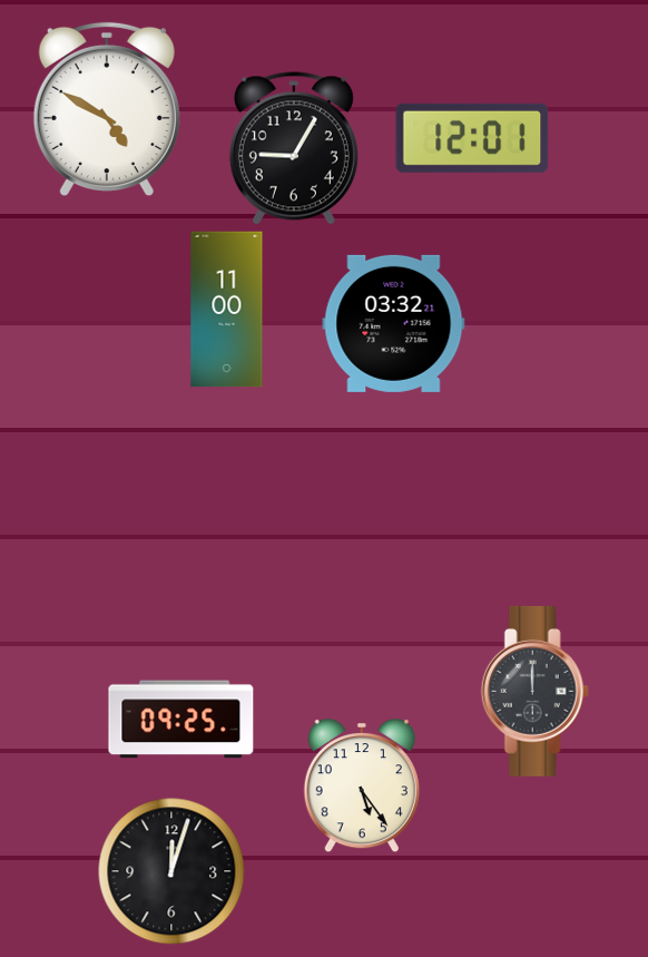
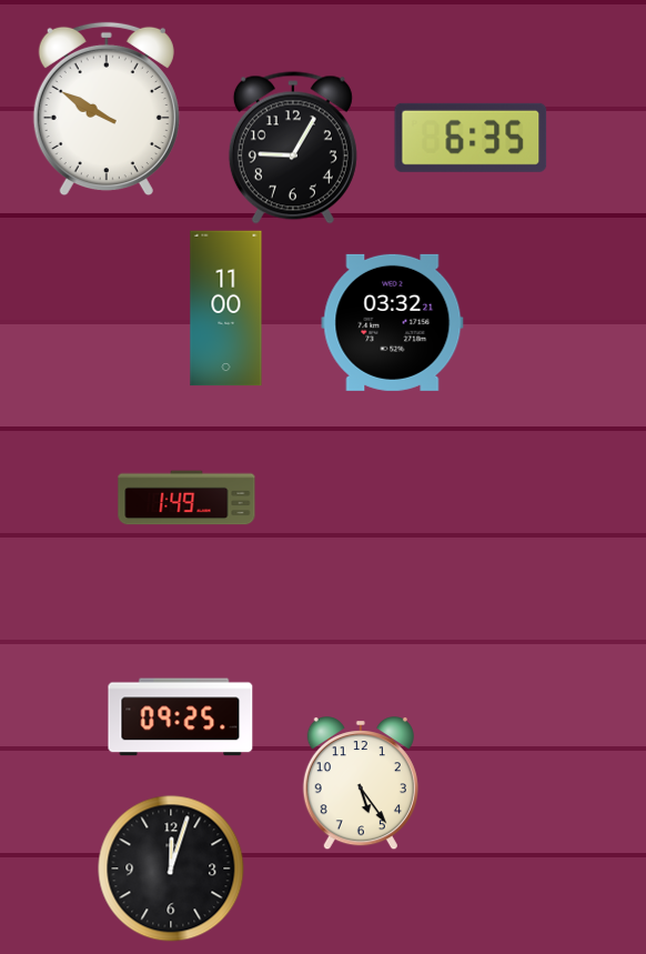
clock at (107, 109): 4:50 -> 9:50
clock at (472, 138): 12:01 -> 6:35
clock at (186, 498): none -> 1:49
clock at (534, 691): 12:00 -> none
